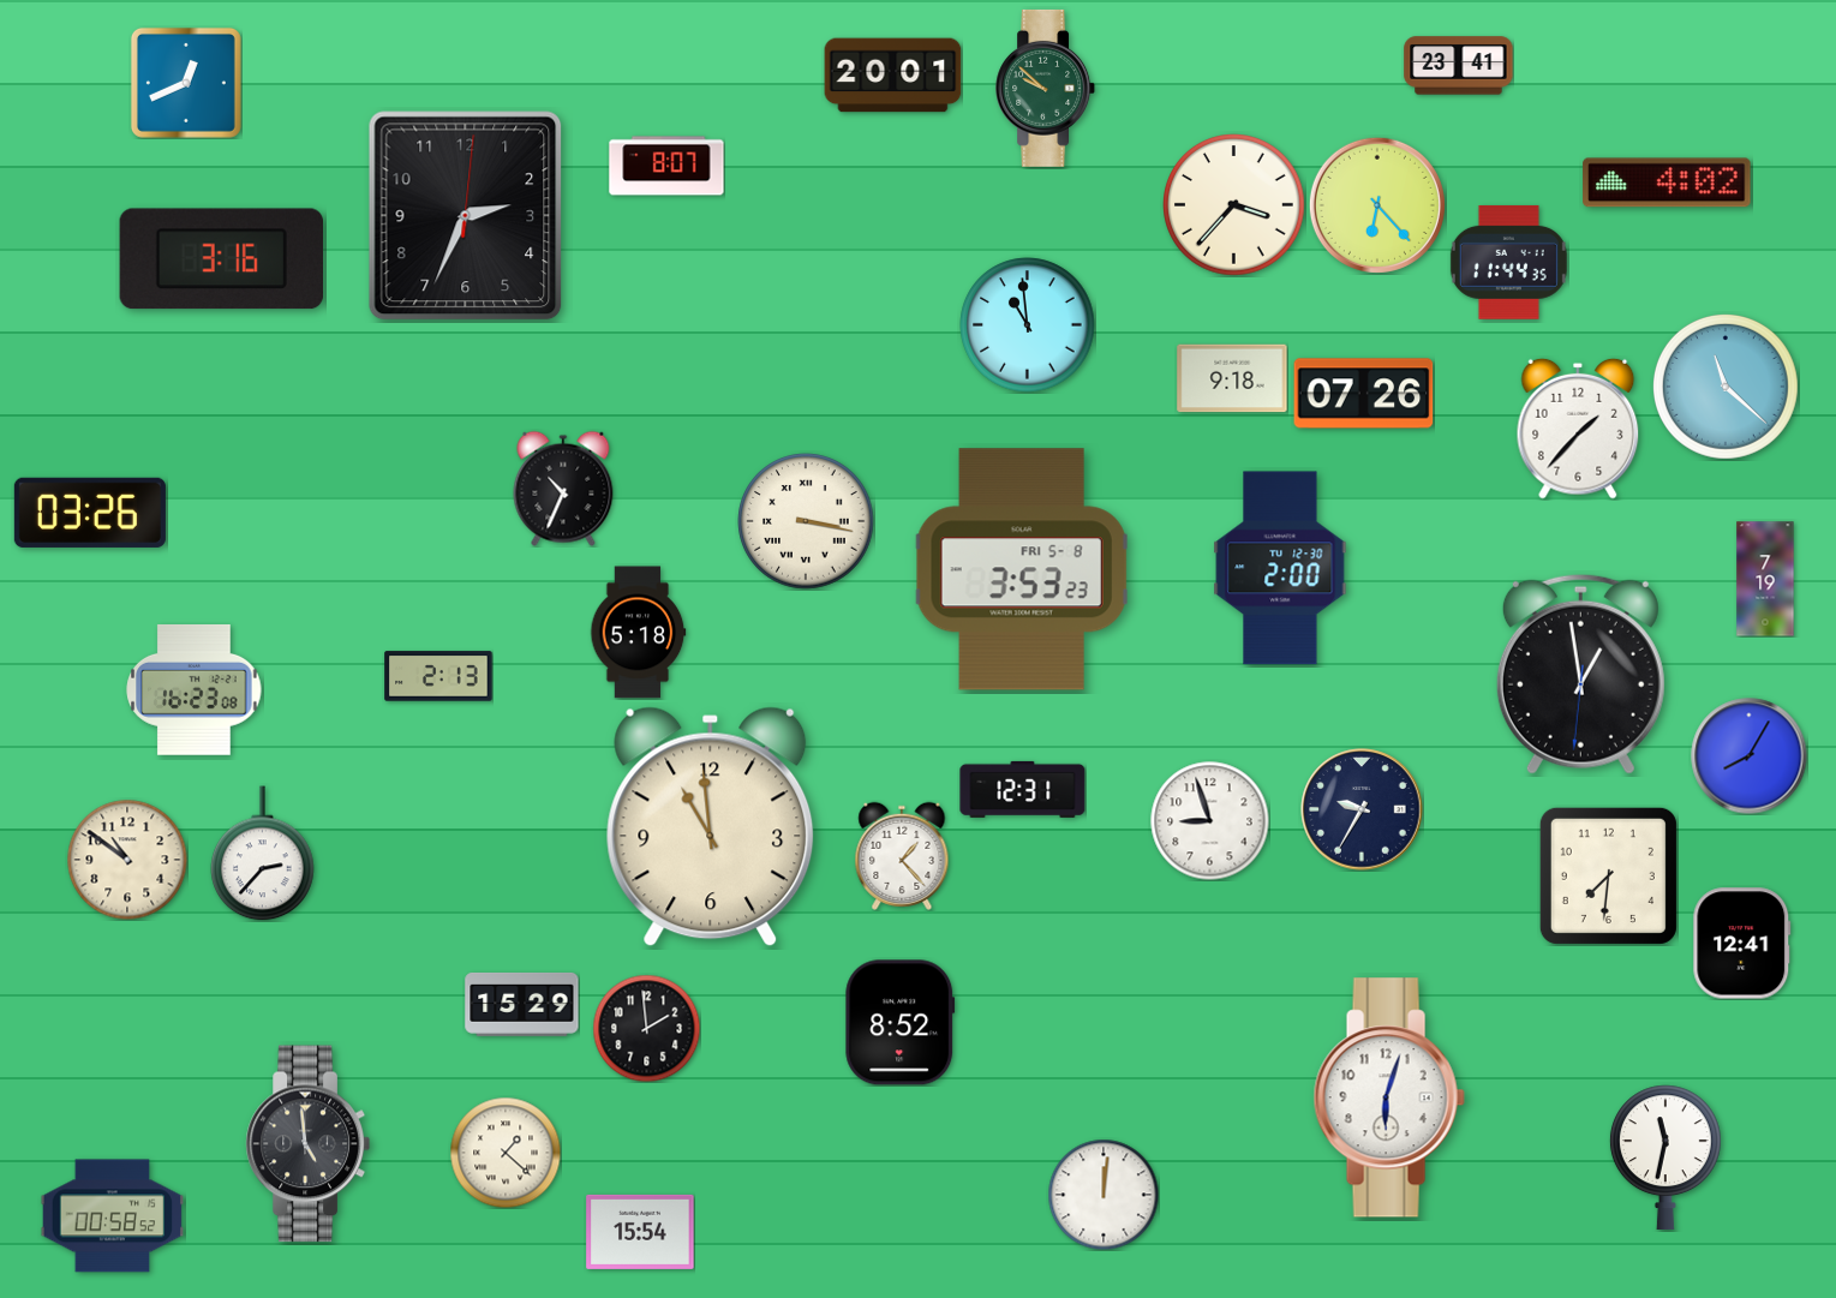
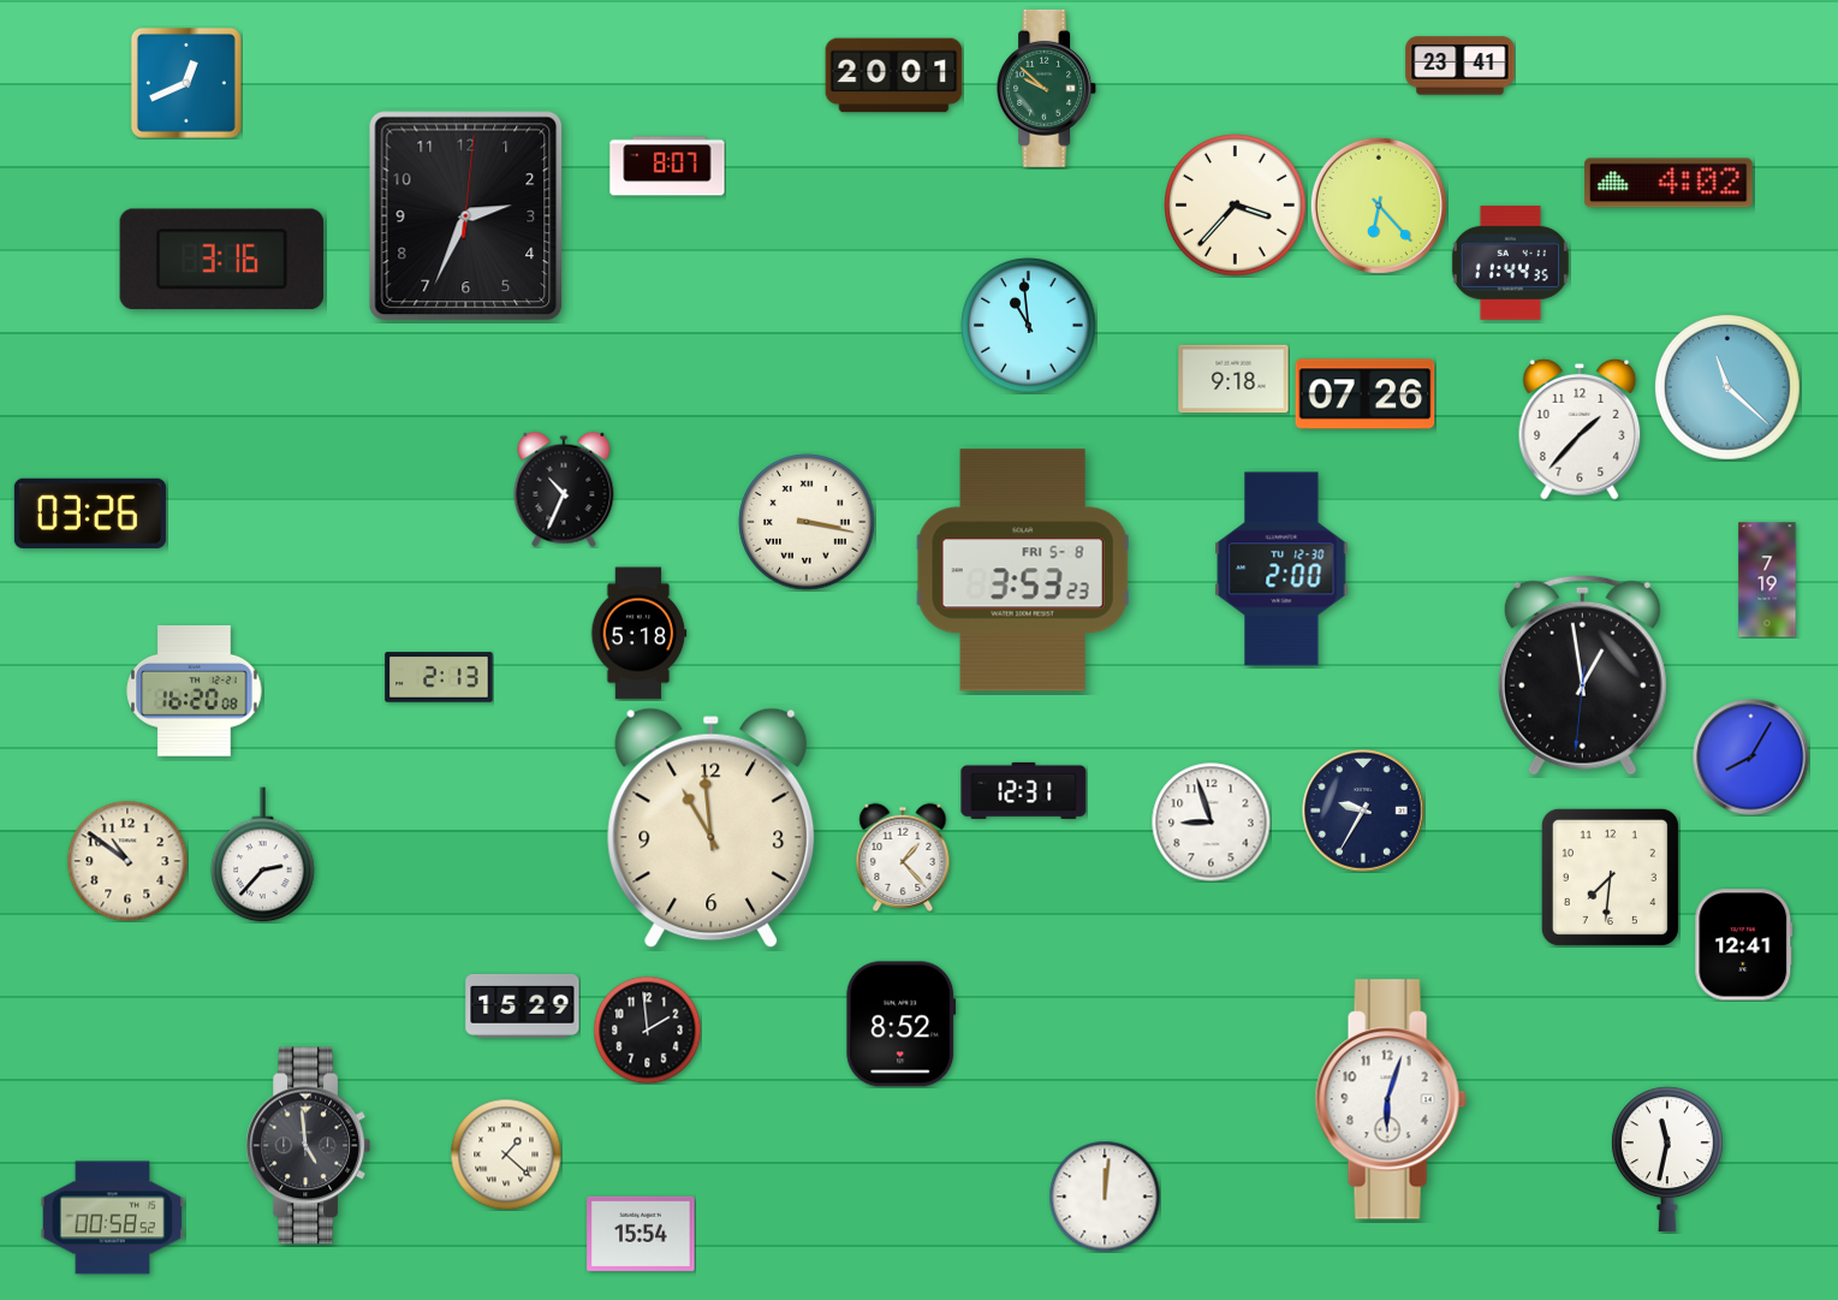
clock at (195, 689): 16:23 -> 16:20
